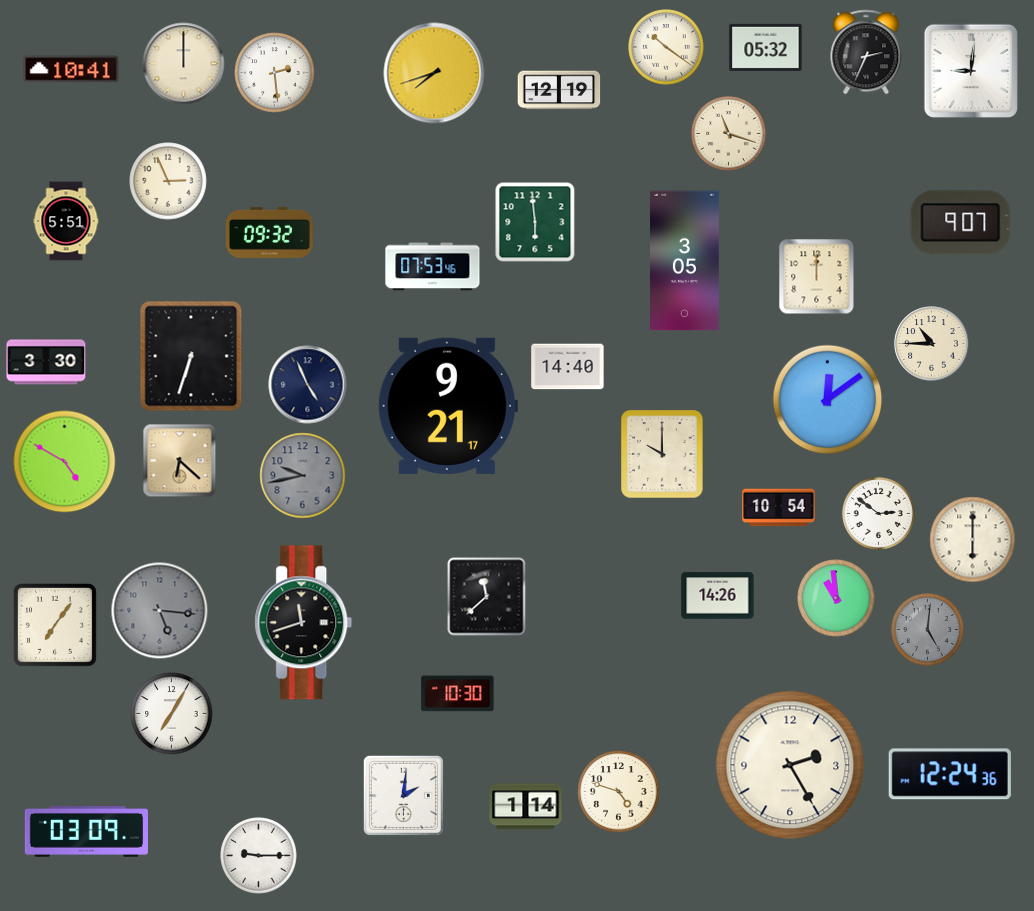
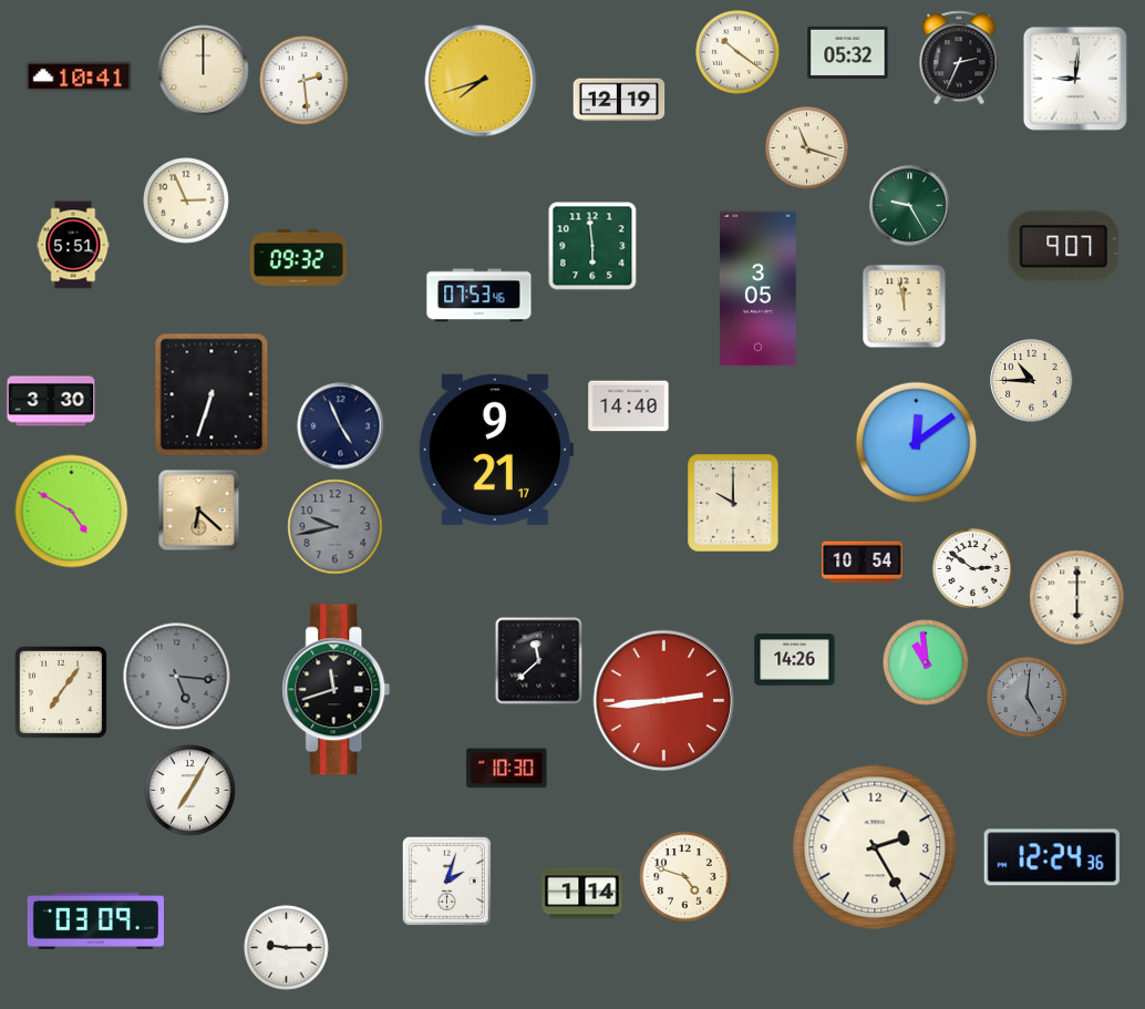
clock at (910, 206): none -> 9:25
clock at (817, 277): 12:00 -> 11:58
clock at (664, 701): none -> 2:44
clock at (403, 795): 2:01 -> 2:03
